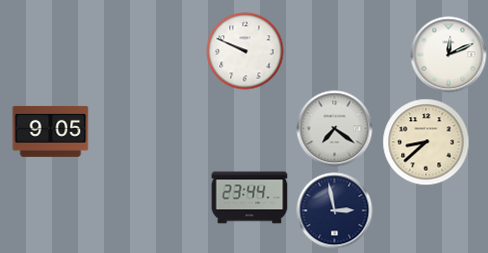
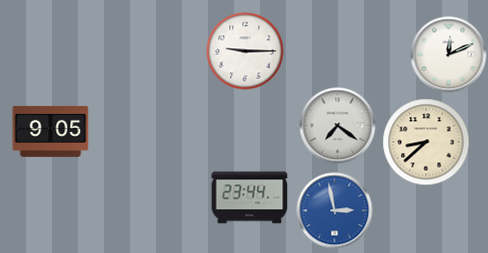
clock at (245, 51): 9:49 -> 9:15
clock at (335, 129) position: (335, 129) -> (338, 126)
clock at (335, 211) dial: navy -> blue
